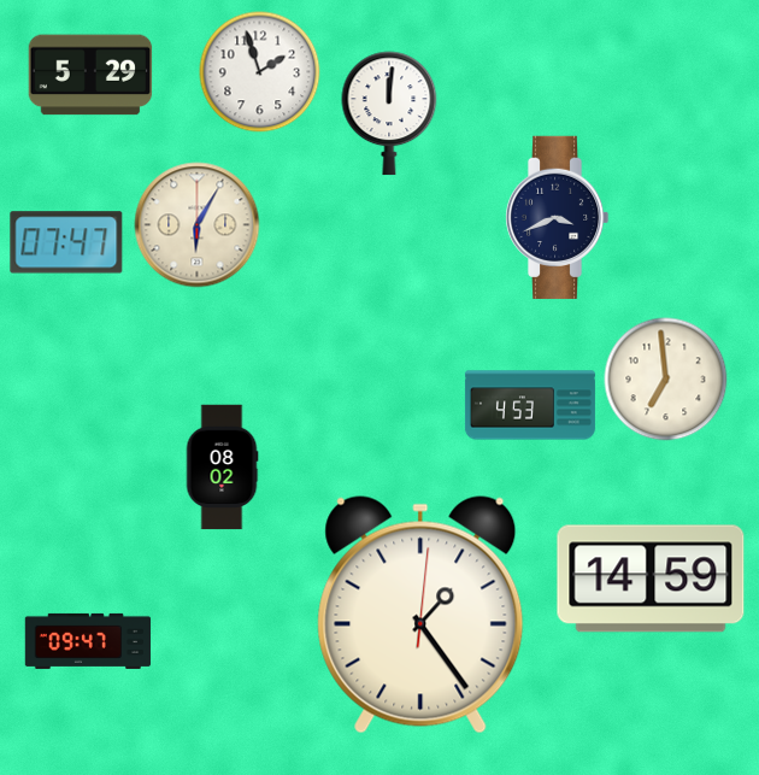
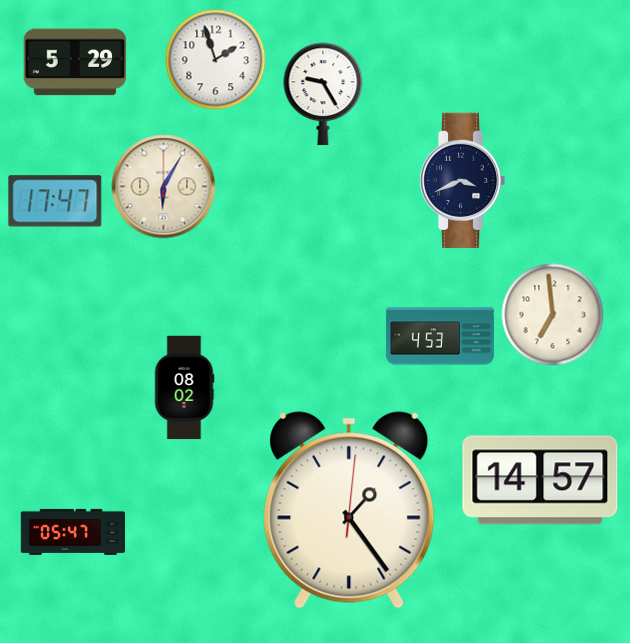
clock at (389, 113): 12:01 -> 9:25
clock at (66, 242): 07:47 -> 17:47
clock at (651, 579): 14:59 -> 14:57
clock at (88, 641): 09:47 -> 05:47
